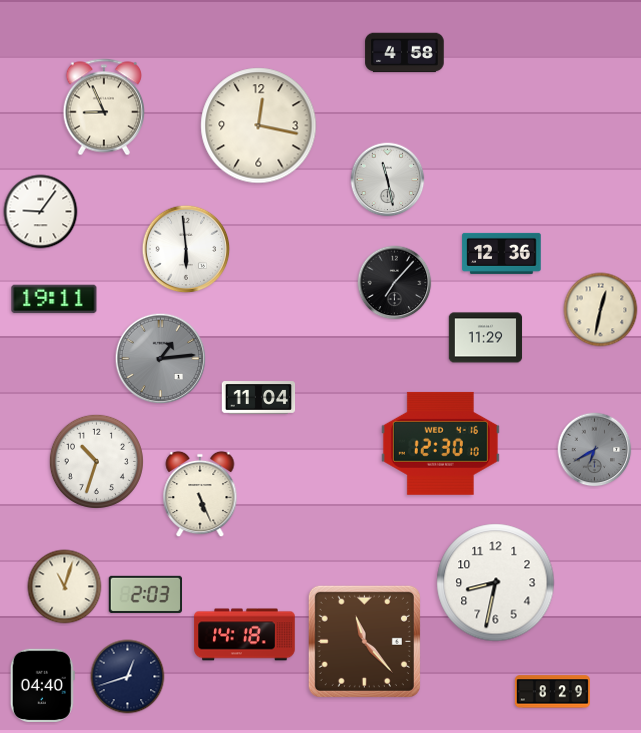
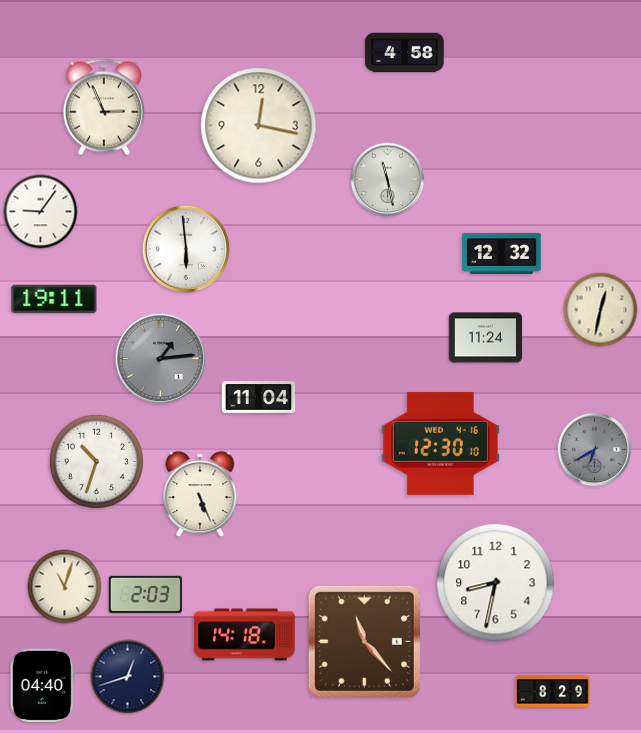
clock at (103, 107): 8:56 -> 2:56
clock at (502, 253): 12:36 -> 12:32
clock at (395, 283): 7:07 -> none
clock at (486, 338): 11:29 -> 11:24
